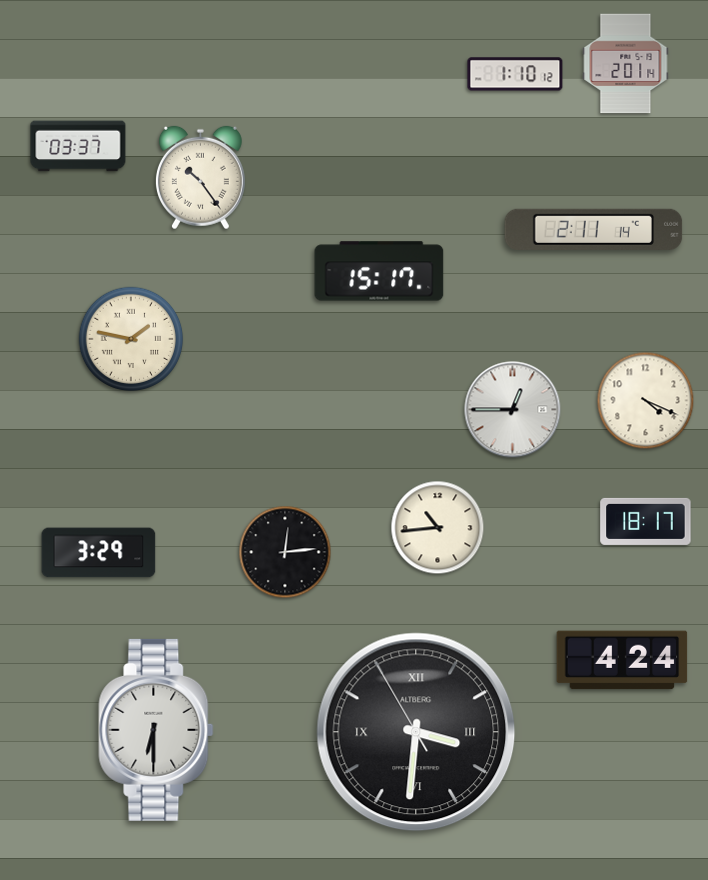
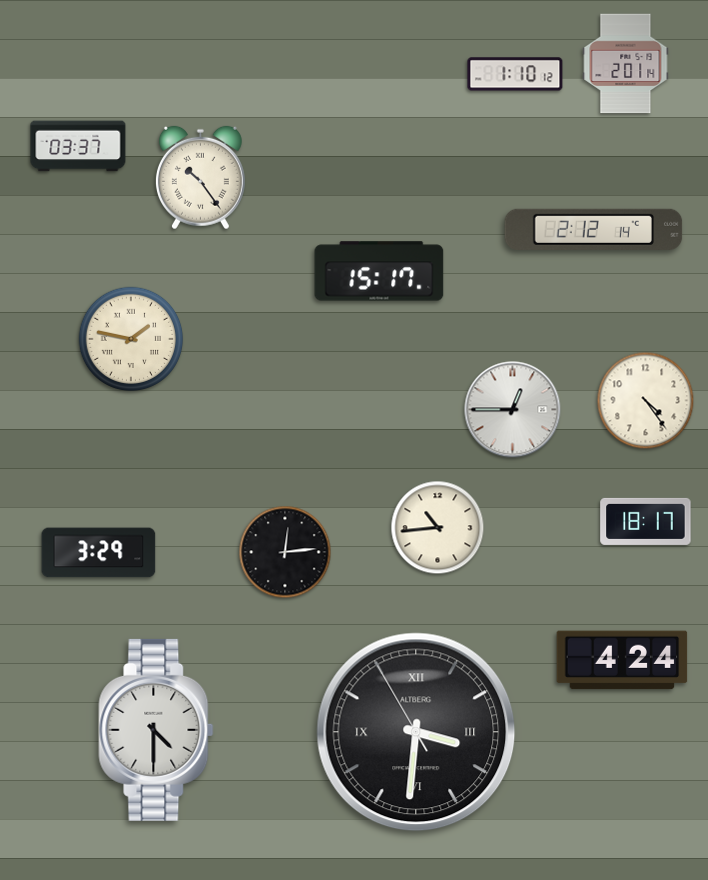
clock at (594, 229): 2:11 -> 2:12
clock at (646, 401): 4:19 -> 4:24
clock at (156, 730): 6:30 -> 4:30
